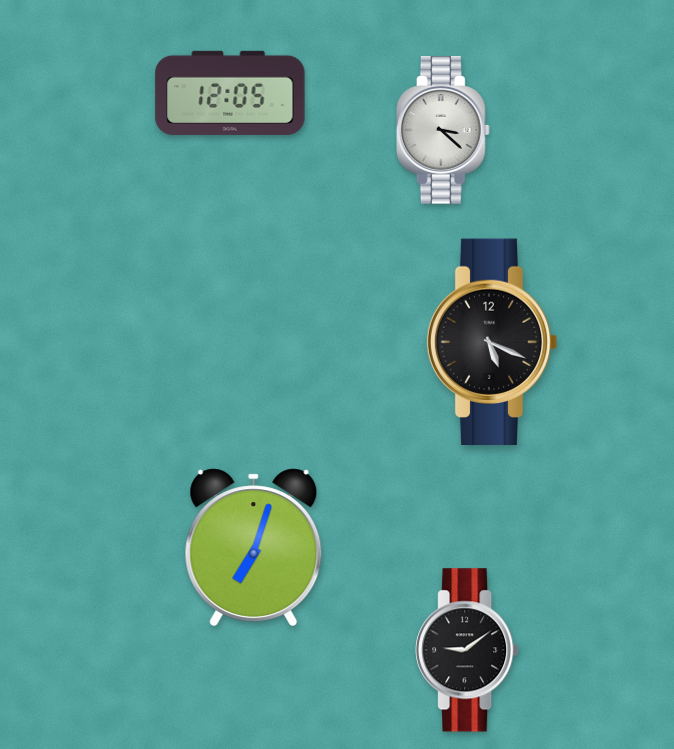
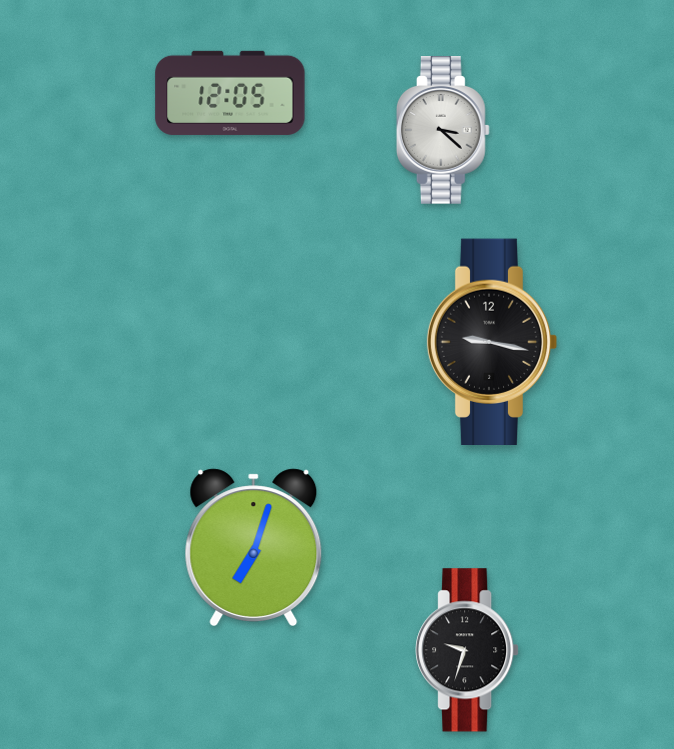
clock at (492, 341): 5:19 -> 9:17
clock at (467, 650): 9:09 -> 9:33
